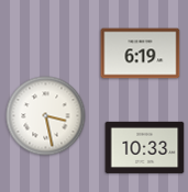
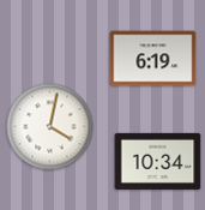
clock at (46, 116): 3:28 -> 4:02
clock at (145, 147): 10:33 -> 10:34
